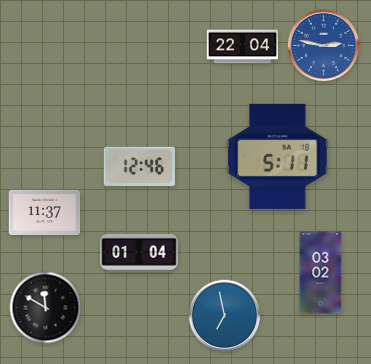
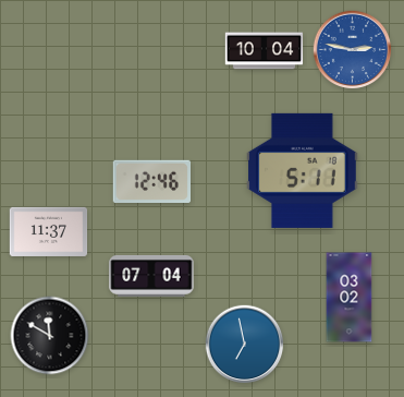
clock at (243, 47): 22:04 -> 10:04
clock at (139, 253): 01:04 -> 07:04
